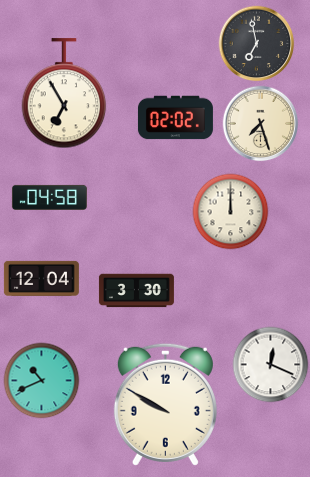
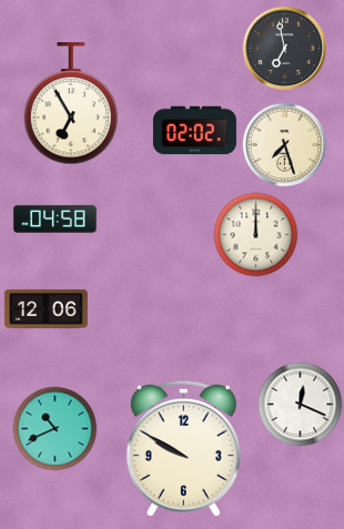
clock at (261, 124) position: (261, 124) -> (285, 145)
clock at (41, 278): 12:04 -> 12:06
clock at (136, 291): 3:30 -> none
clock at (42, 381) position: (42, 381) -> (55, 429)
